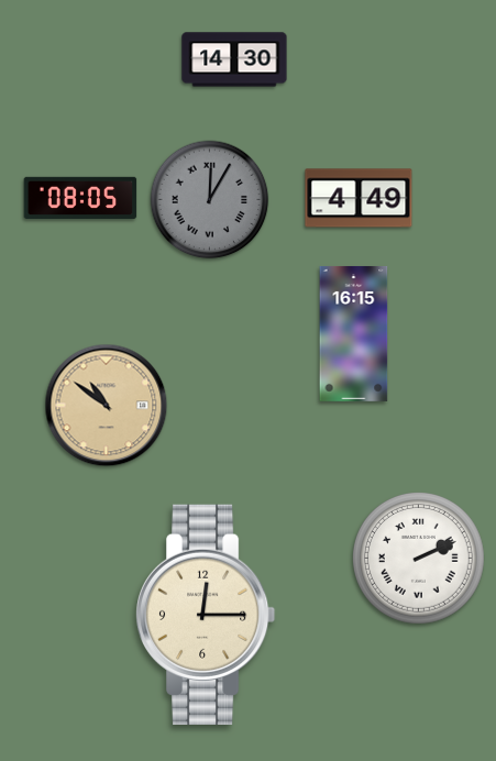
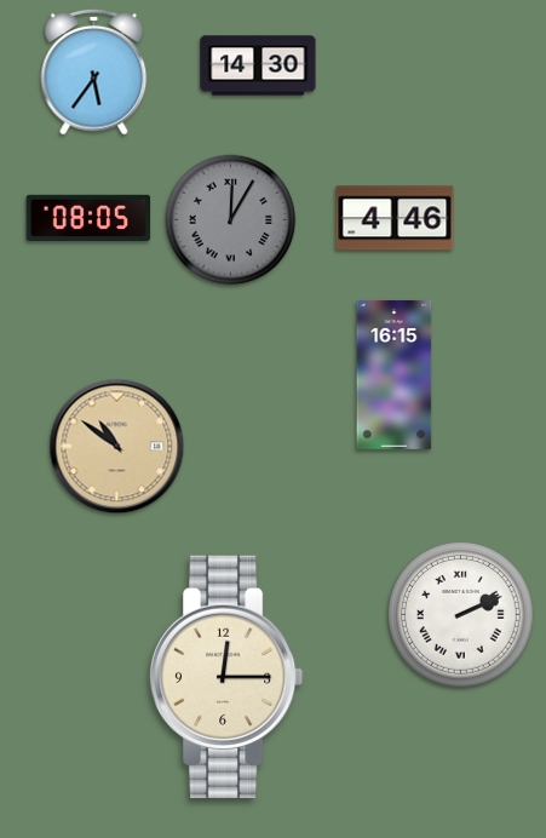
clock at (94, 71): none -> 5:36
clock at (359, 198): 4:49 -> 4:46
clock at (354, 333) position: (354, 333) -> (395, 374)
